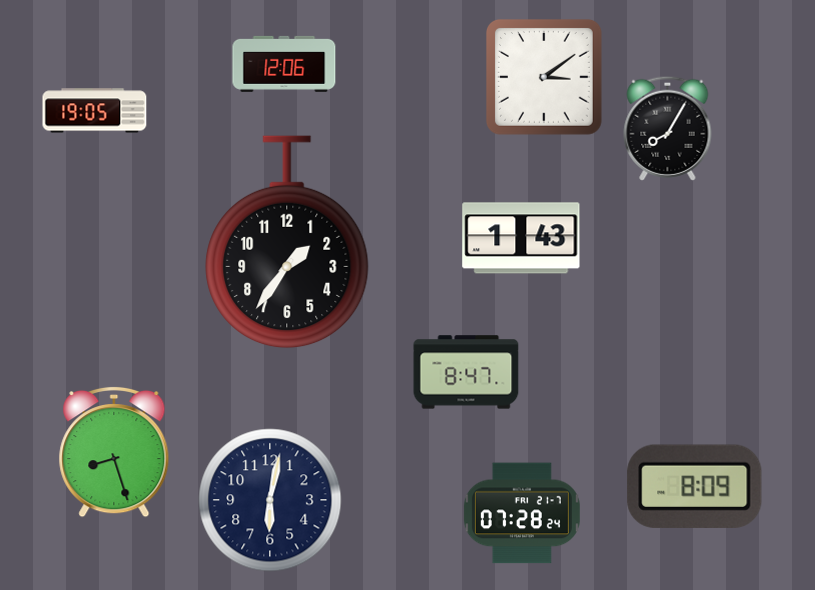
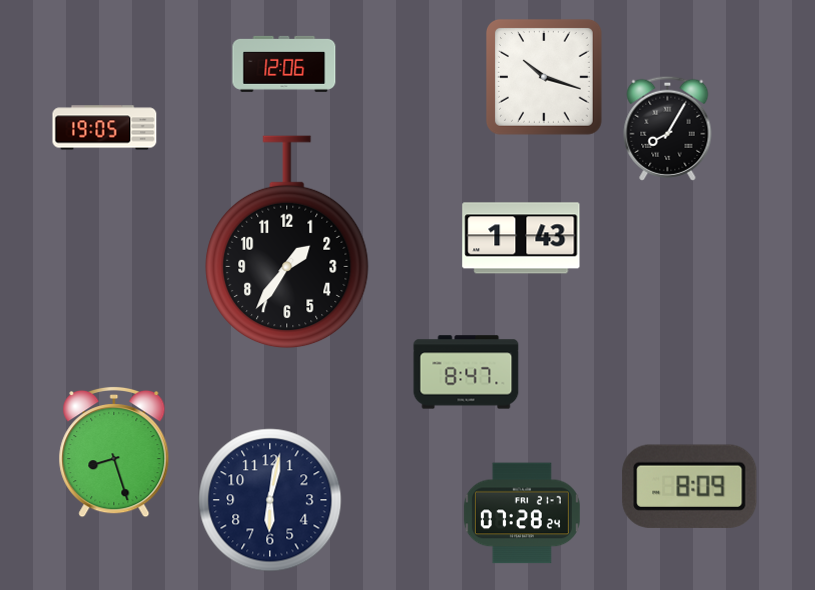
clock at (545, 78): 3:09 -> 10:18
clock at (95, 111) position: (95, 111) -> (105, 128)
clock at (695, 486) position: (695, 486) -> (690, 486)
